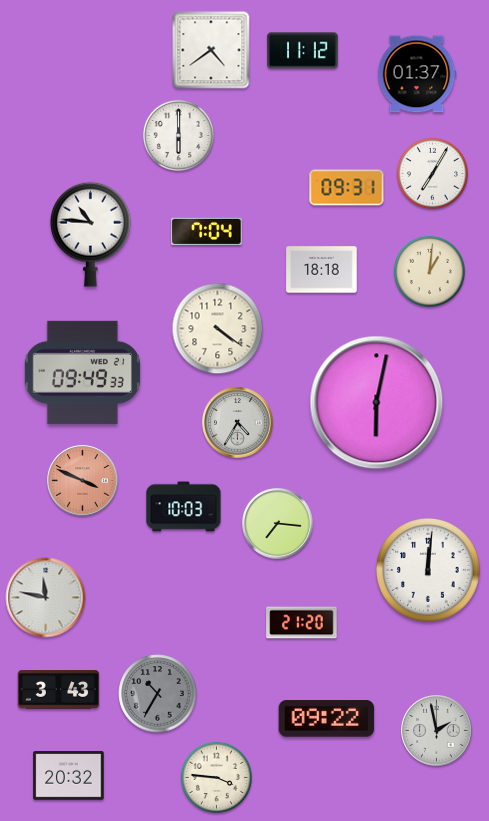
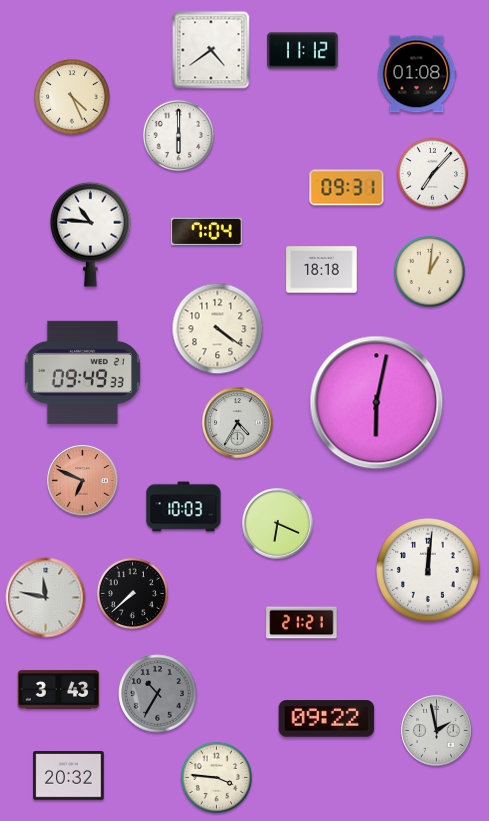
clock at (417, 74): 01:37 -> 01:08
clock at (72, 97): none -> 4:26
clock at (432, 173): 7:05 -> 7:07
clock at (83, 481): 3:49 -> 6:49
clock at (278, 524): 7:16 -> 6:19
clock at (132, 593): none -> 7:38
clock at (302, 623): 21:20 -> 21:21
